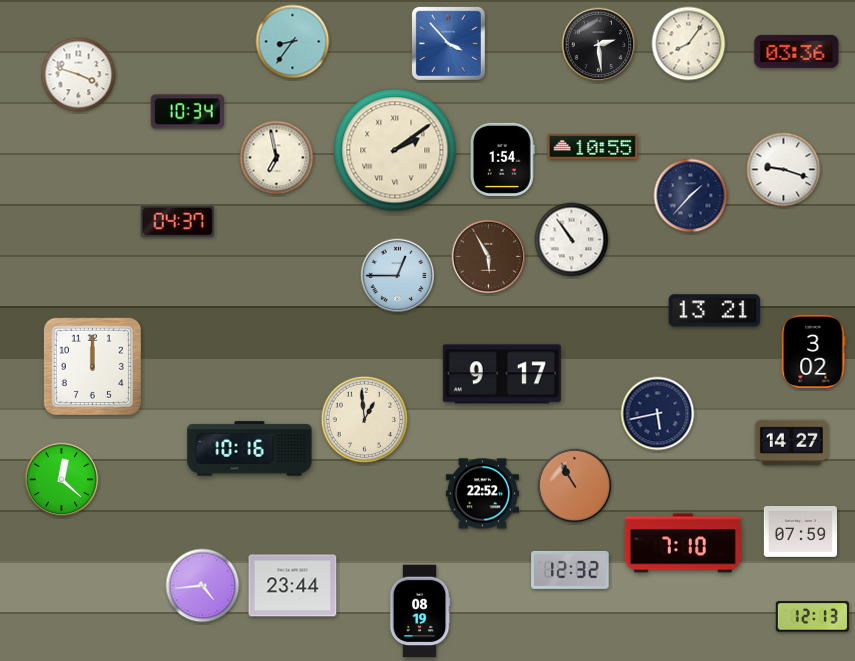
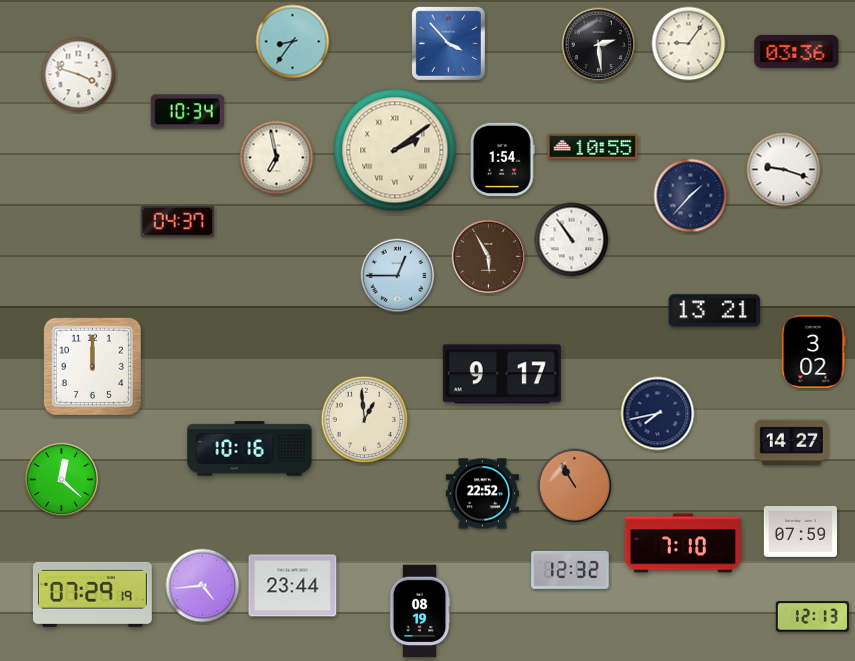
clock at (689, 44): 8:06 -> 9:06
clock at (658, 414): 5:43 -> 7:43
clock at (92, 594): none -> 07:29
